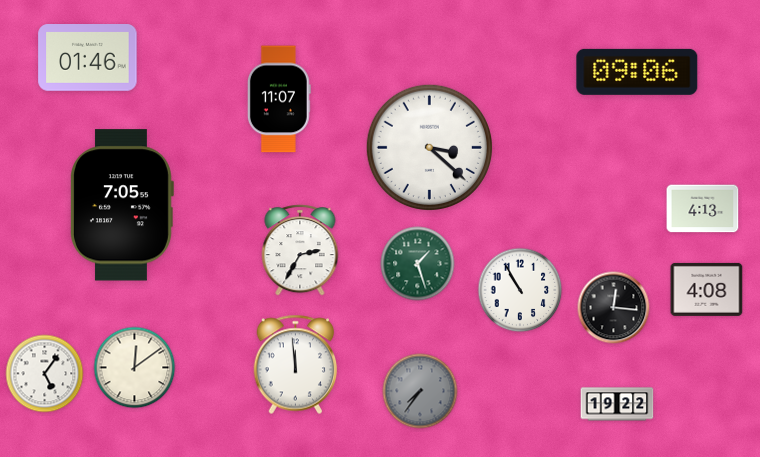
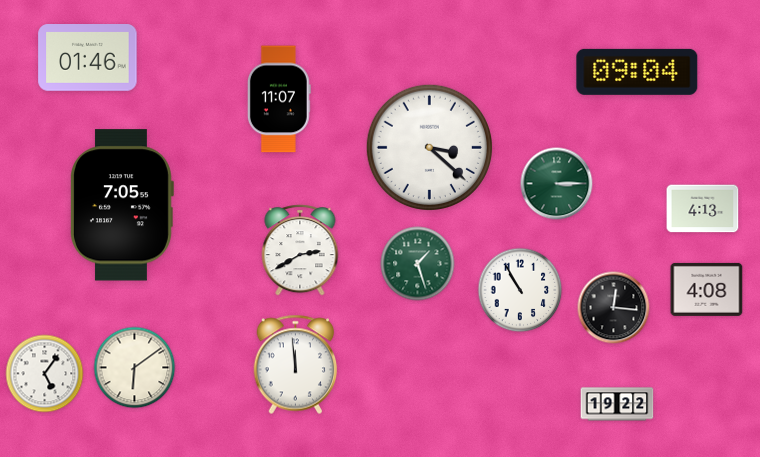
clock at (637, 72): 09:06 -> 09:04
clock at (557, 184): none -> 3:15
clock at (300, 250): 2:35 -> 2:40
clock at (135, 368): 12:09 -> 6:09
clock at (420, 391): 7:36 -> none
